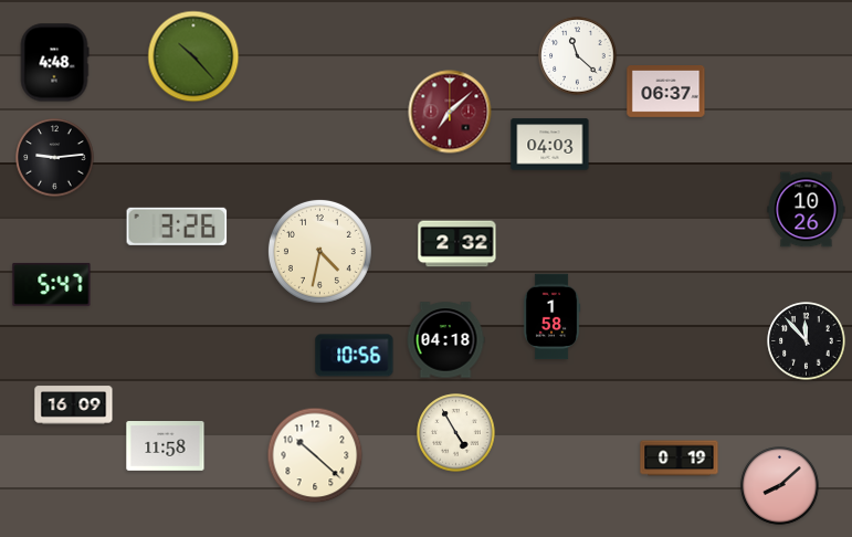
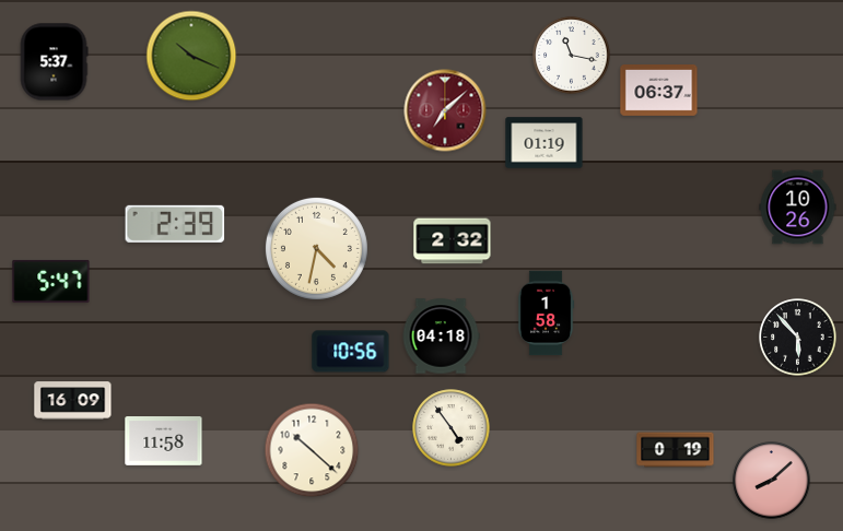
clock at (193, 56): 10:23 -> 10:19
clock at (578, 56): 11:22 -> 11:17
clock at (54, 63): 4:48 -> 5:37
clock at (550, 145): 04:03 -> 01:19
clock at (55, 158): 9:14 -> none
clock at (177, 227): 3:26 -> 2:39
clock at (807, 341): 11:53 -> 5:53
clock at (456, 433): 4:55 -> 4:54
clock at (680, 459) position: (680, 459) -> (676, 450)
